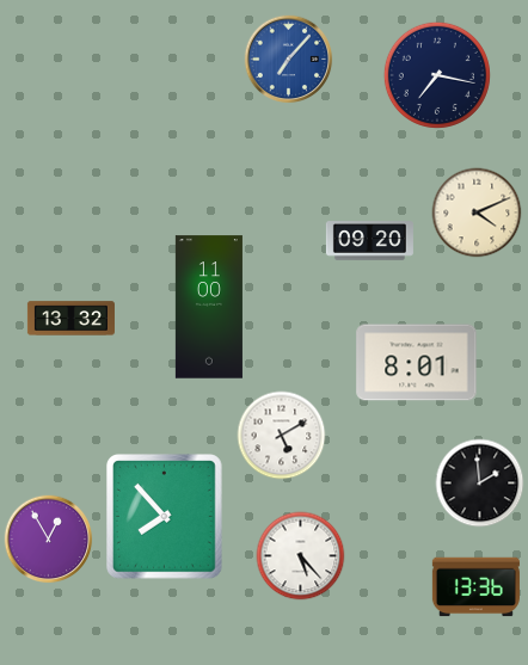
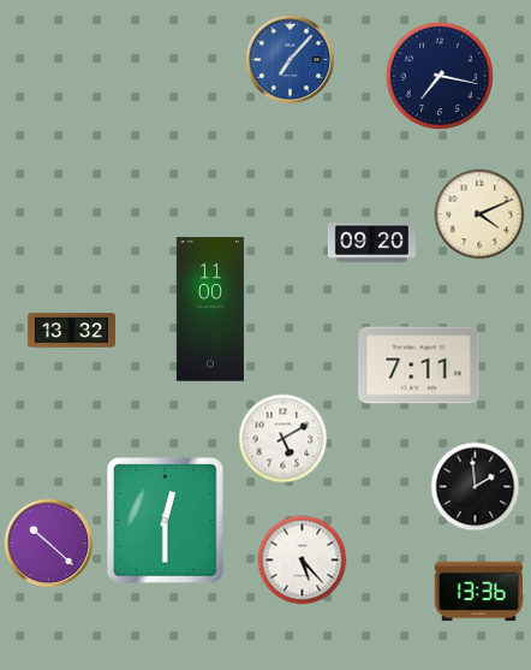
clock at (70, 319) position: (70, 319) -> (71, 331)
clock at (417, 363): 8:01 -> 7:11
clock at (480, 484) position: (480, 484) -> (476, 487)
clock at (165, 517): 7:53 -> 12:30
clock at (49, 540): 12:55 -> 10:22
